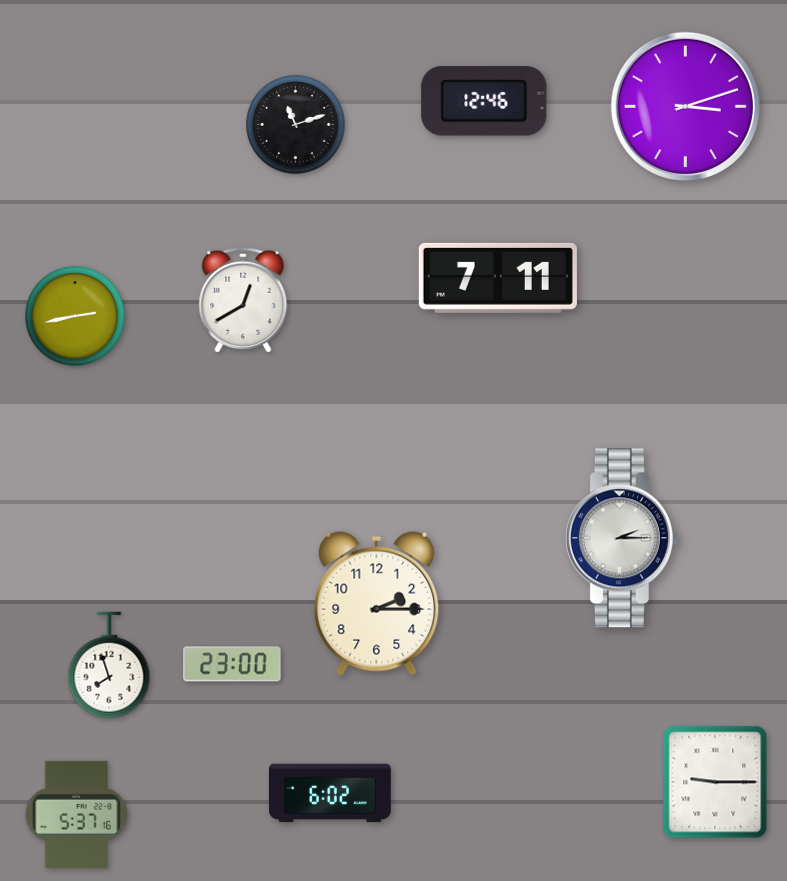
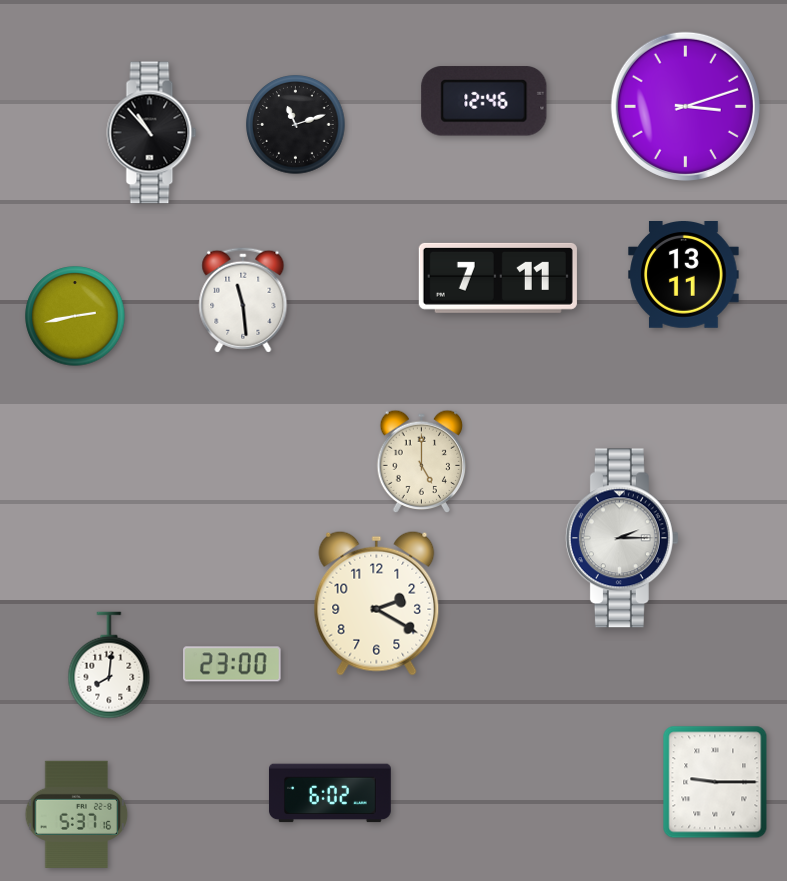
clock at (152, 133): none -> 10:53
clock at (684, 275): none -> 13:11
clock at (243, 300): 12:40 -> 11:29
clock at (422, 462): none -> 5:00
clock at (377, 603): 2:15 -> 2:20
clock at (109, 665): 7:57 -> 8:01
